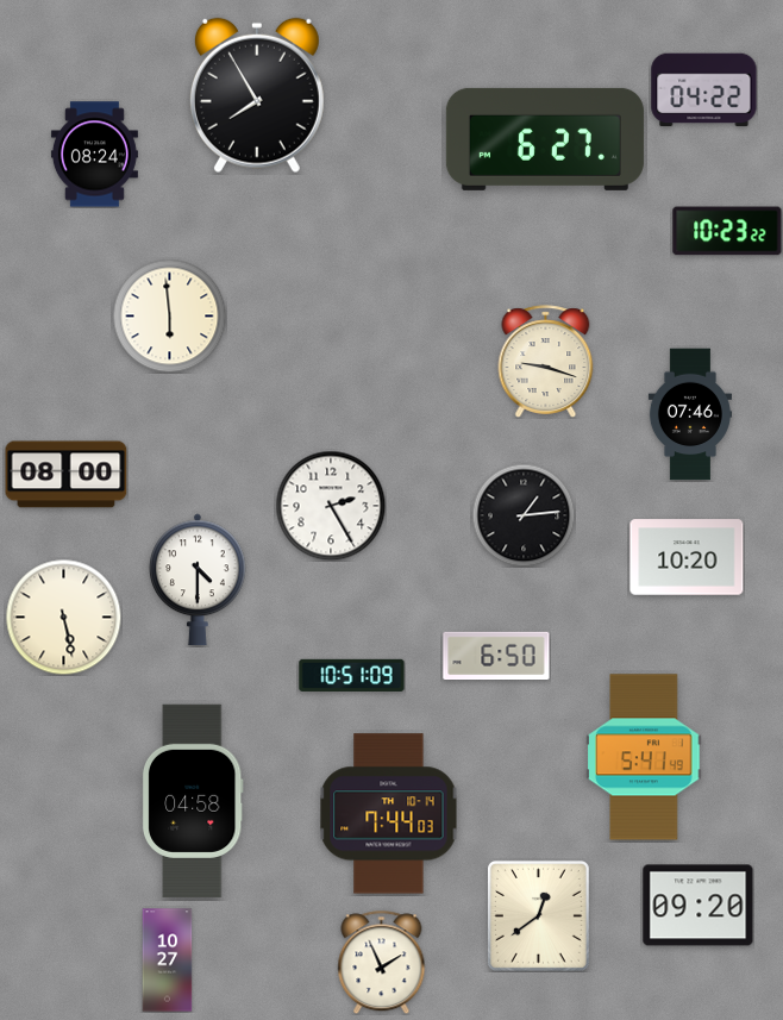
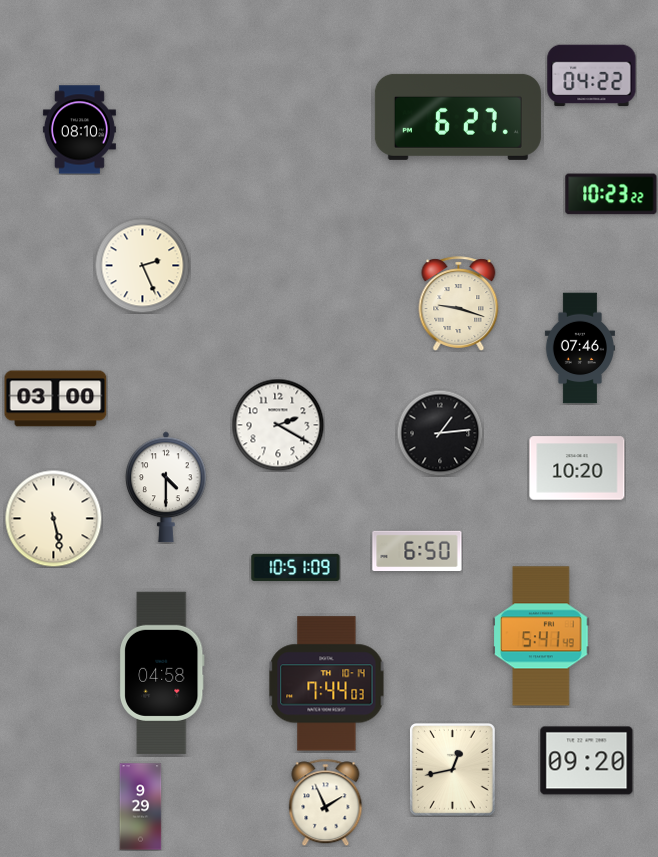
clock at (257, 95): 7:55 -> none
clock at (94, 155): 08:24 -> 08:10
clock at (169, 315): 5:59 -> 2:26
clock at (67, 475): 08:00 -> 03:00
clock at (331, 506): 2:25 -> 2:20
clock at (538, 915): 12:39 -> 12:43
clock at (168, 960): 10:27 -> 9:29
clock at (382, 962) position: (382, 962) -> (326, 802)
